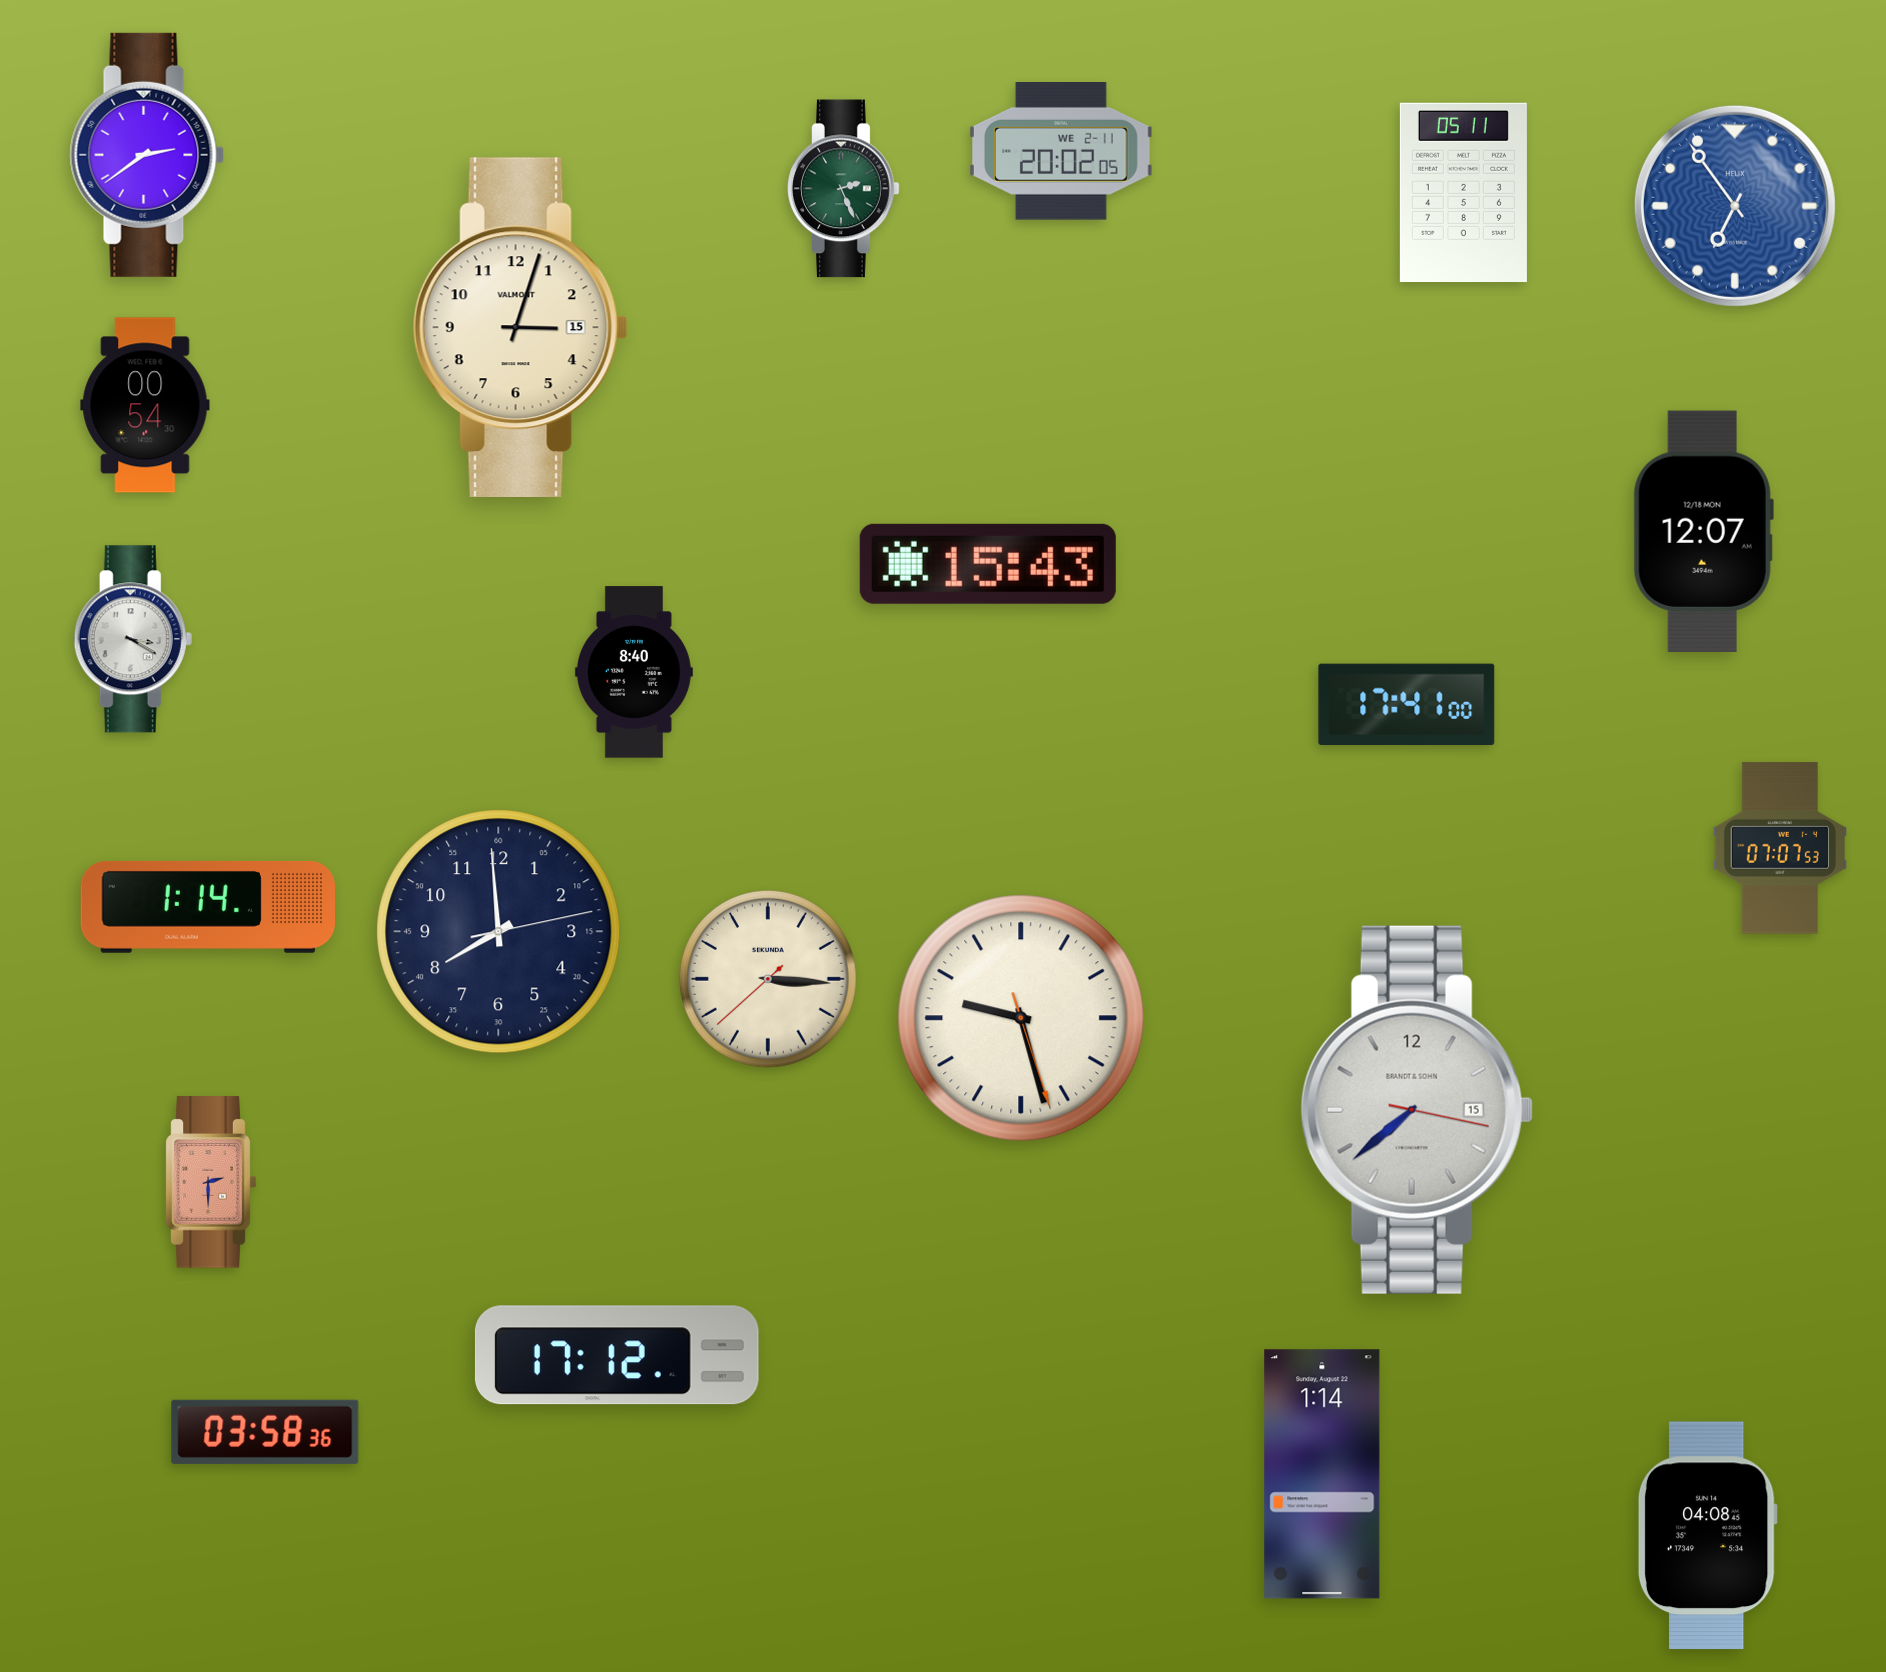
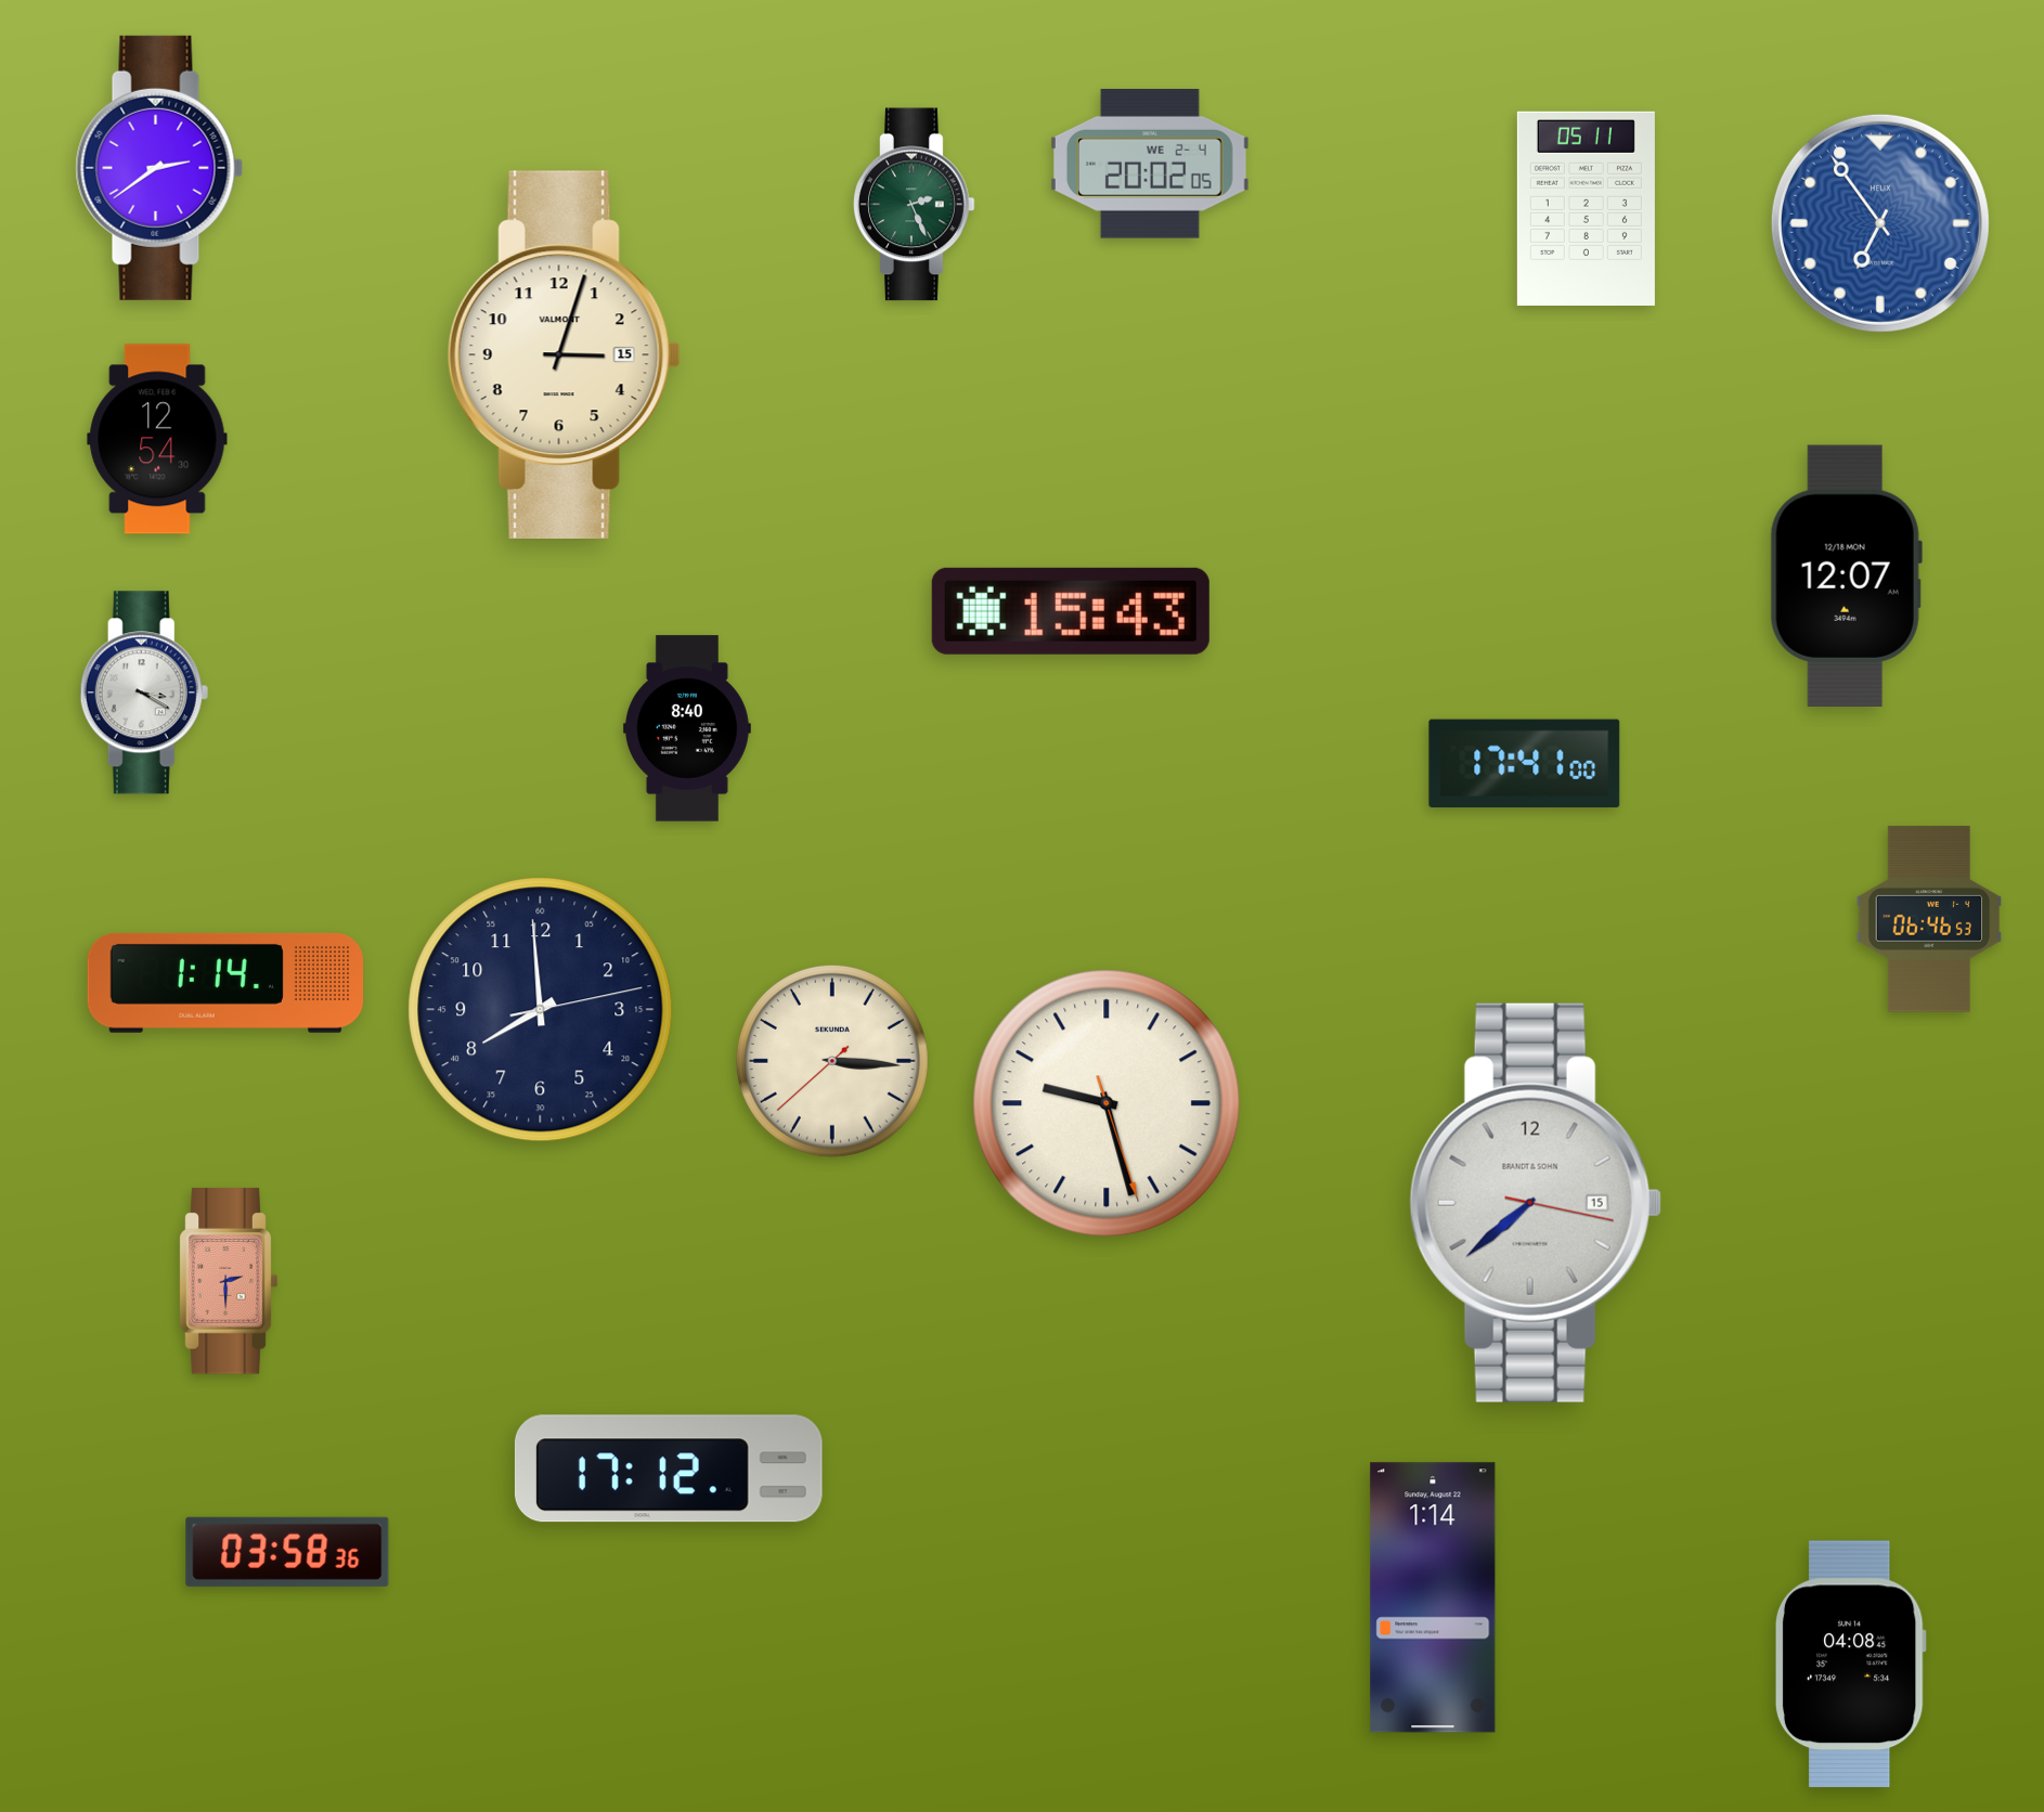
clock at (1061, 152) date: WE 2-11 -> WE 2-4
clock at (145, 405): 00:54 -> 12:54
clock at (1780, 848): 07:07 -> 06:46
